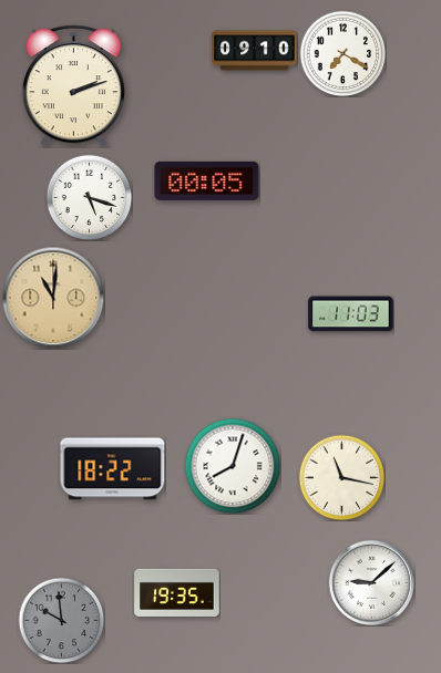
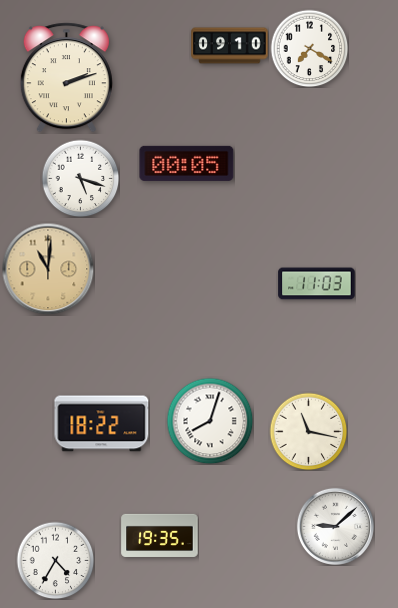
clock at (61, 620): 9:59 -> 4:35
clock at (61, 620) dial: grey -> white
